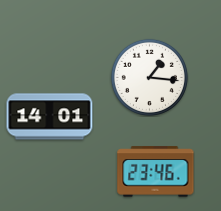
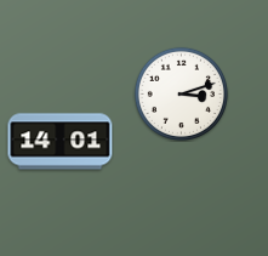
clock at (149, 77): 1:16 -> 3:12
clock at (156, 172): 23:46 -> none
